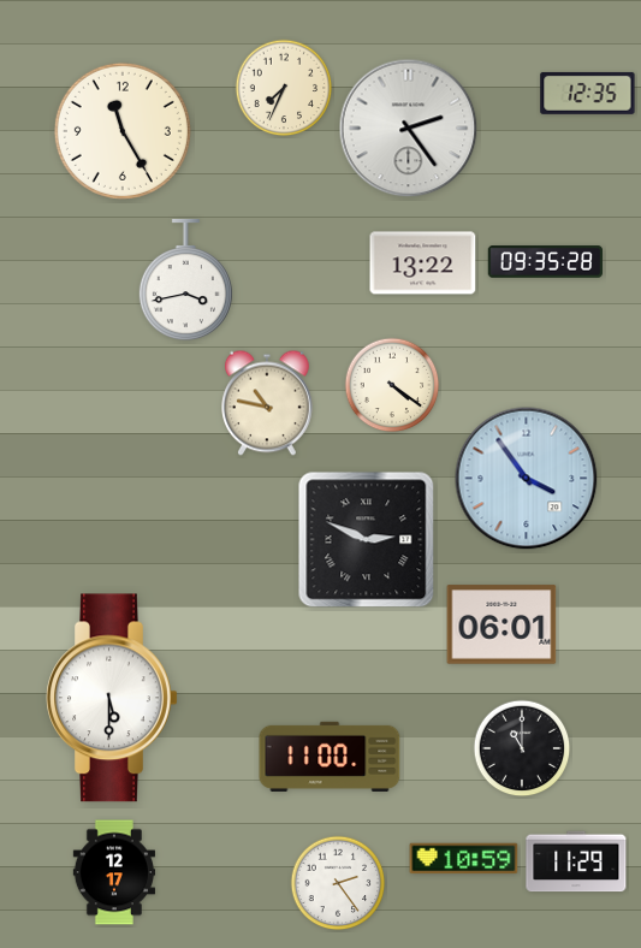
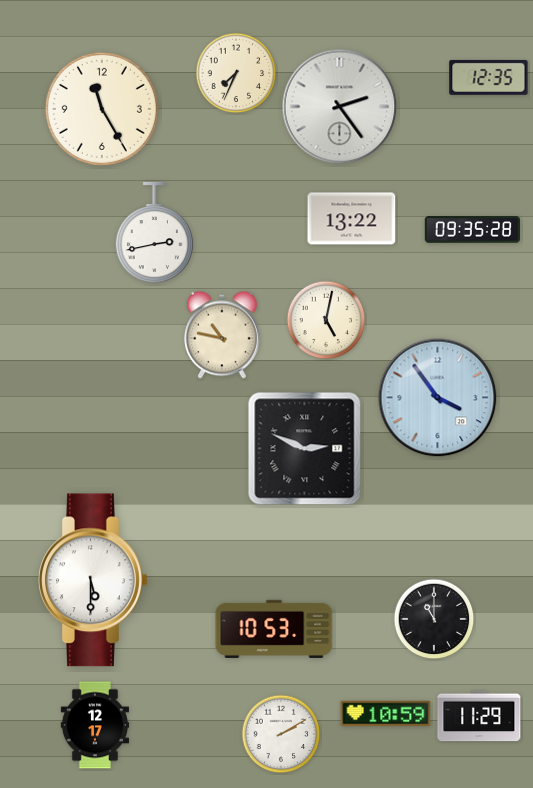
clock at (546, 262) position: (546, 262) -> (473, 230)
clock at (185, 280): 3:43 -> 2:43
clock at (392, 385): 4:21 -> 5:02
clock at (501, 624): 06:01 -> none
clock at (522, 748) position: (522, 748) -> (434, 619)
clock at (330, 757): 11:00 -> 10:53
clock at (338, 883): 2:24 -> 2:10
